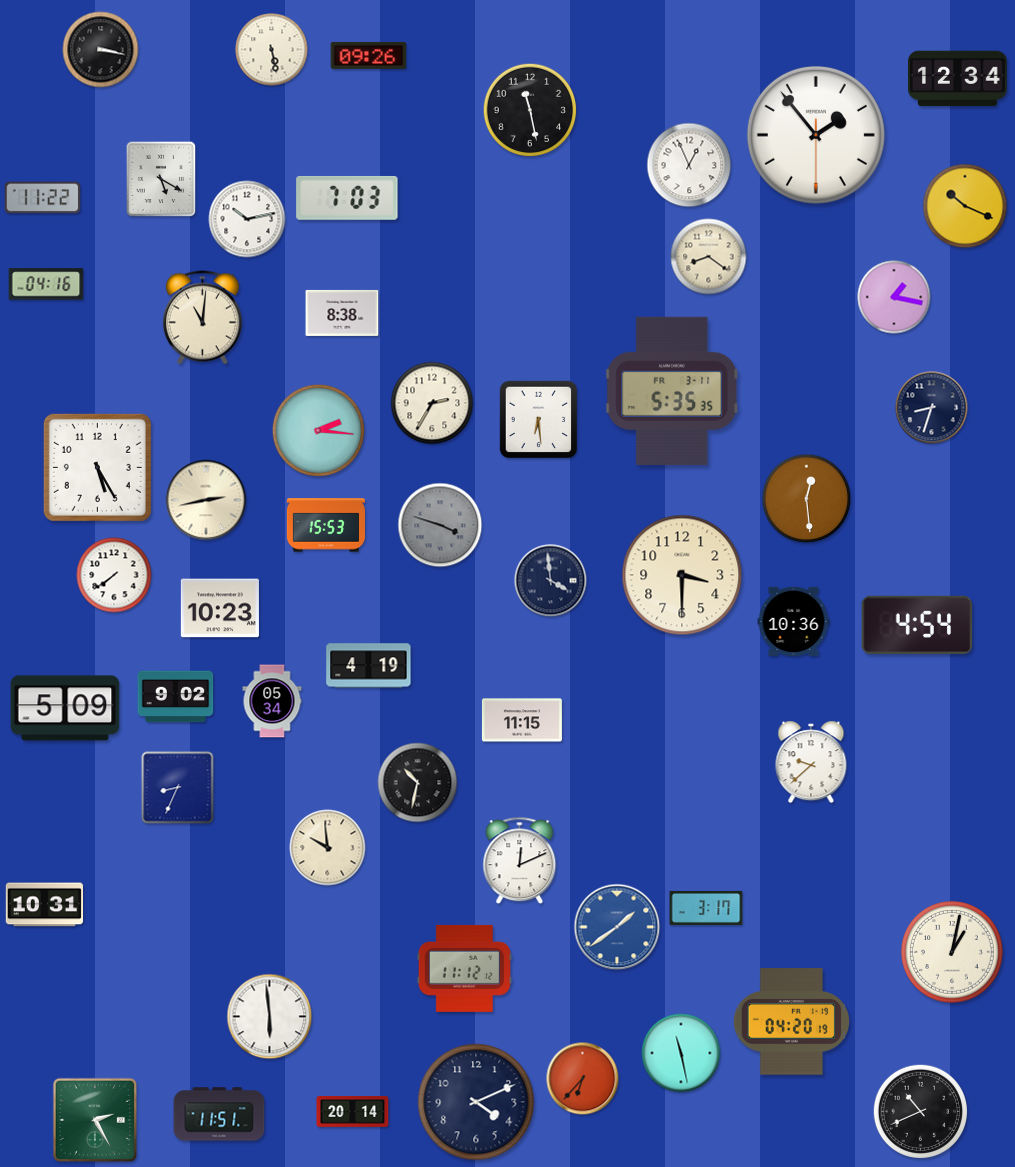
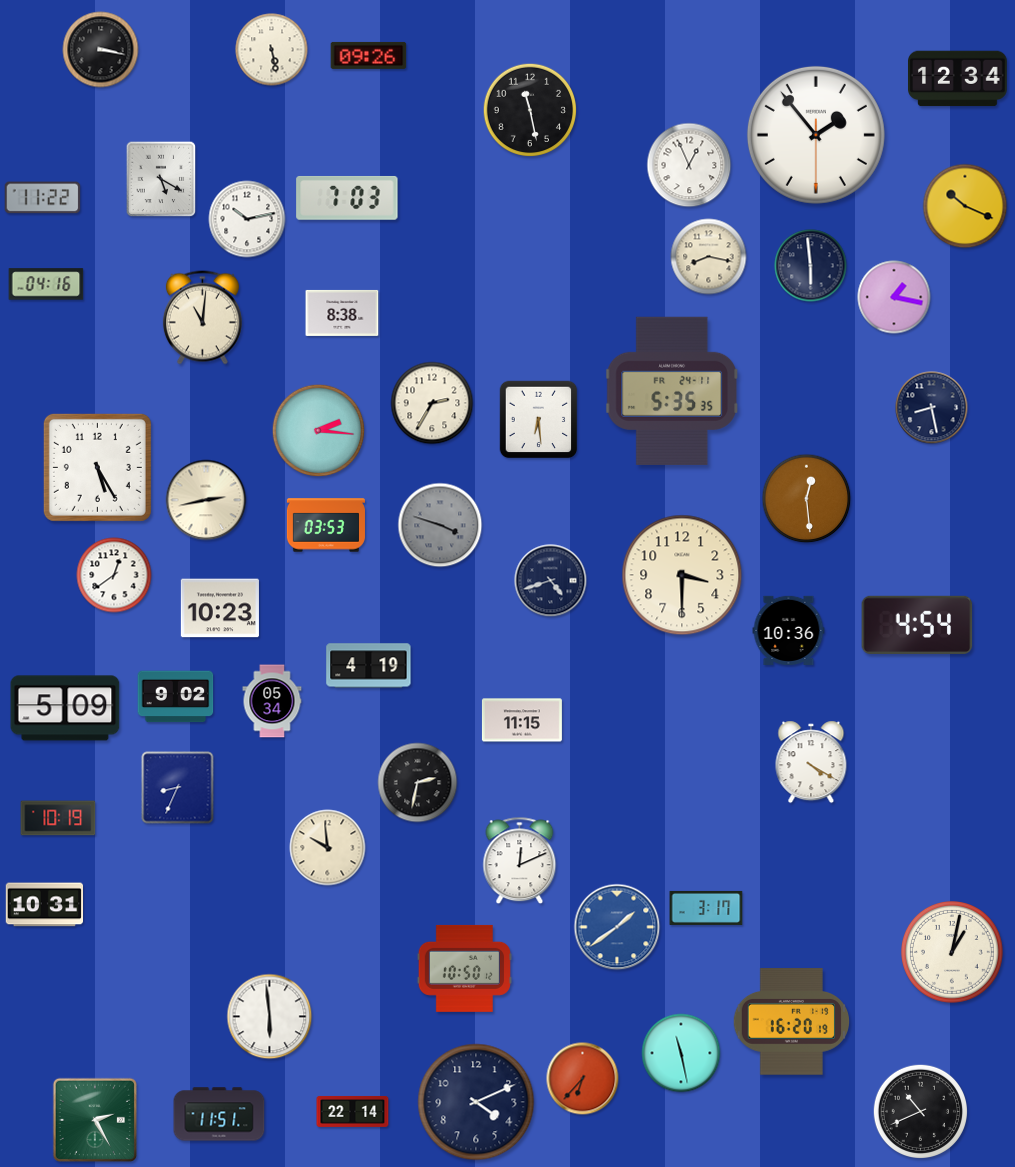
clock at (709, 257): 8:21 -> 8:17
clock at (811, 266): none -> 5:59
clock at (672, 391) date: FR 3-11 -> FR 24-11
clock at (932, 408): 8:33 -> 8:28
clock at (326, 525): 15:53 -> 03:53
clock at (114, 575): 7:39 -> 12:39
clock at (551, 581): 3:59 -> 4:42
clock at (794, 621) position: (794, 621) -> (789, 630)
clock at (811, 762): 9:38 -> 4:20
clock at (418, 783): 10:32 -> 2:32
clock at (58, 818): none -> 10:19
clock at (464, 968): 11:12 -> 10:50
clock at (791, 1022): 04:20 -> 16:20
clock at (353, 1111): 20:14 -> 22:14
